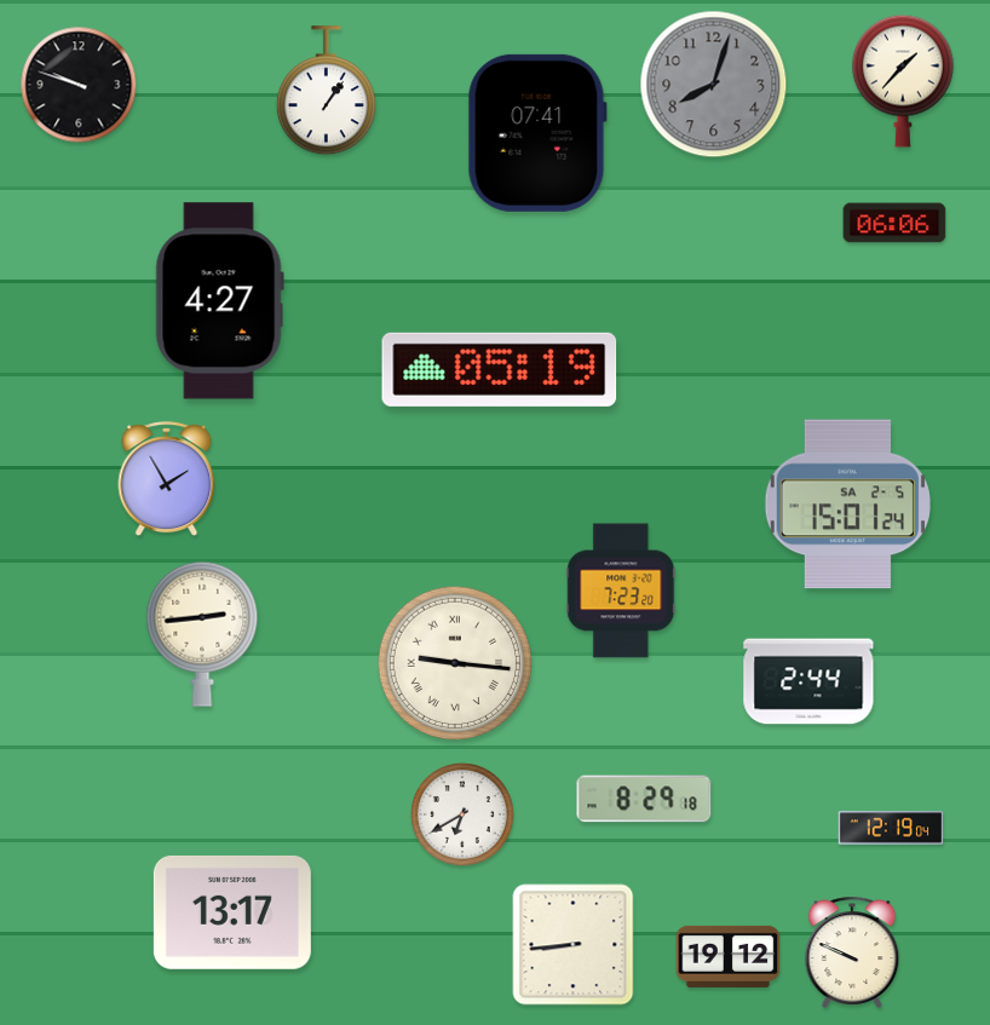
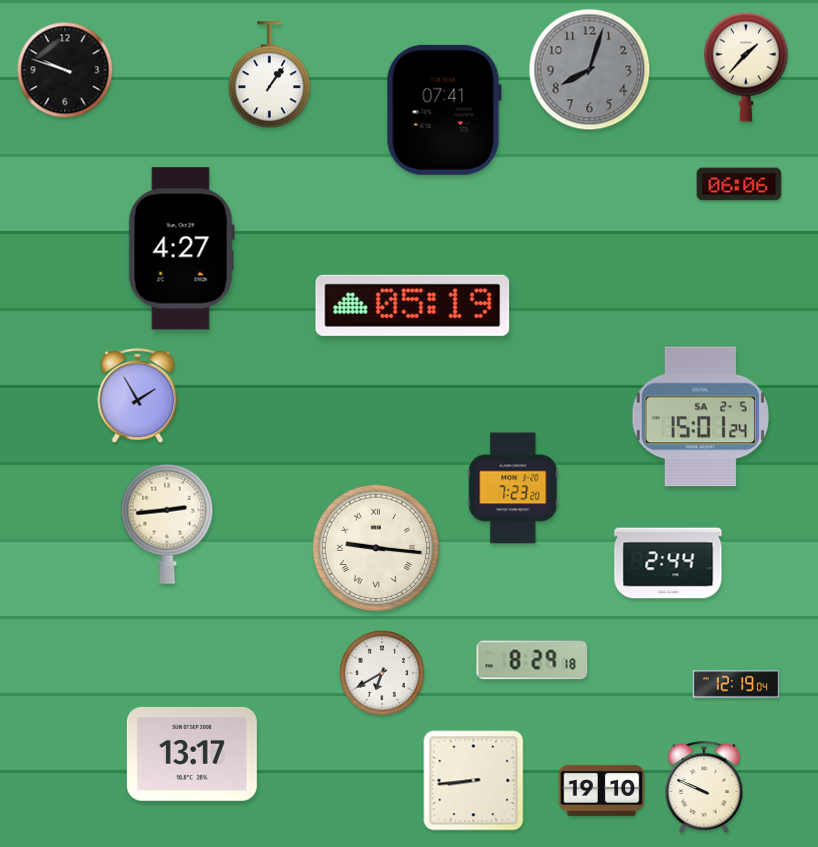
clock at (729, 956): 19:12 -> 19:10
